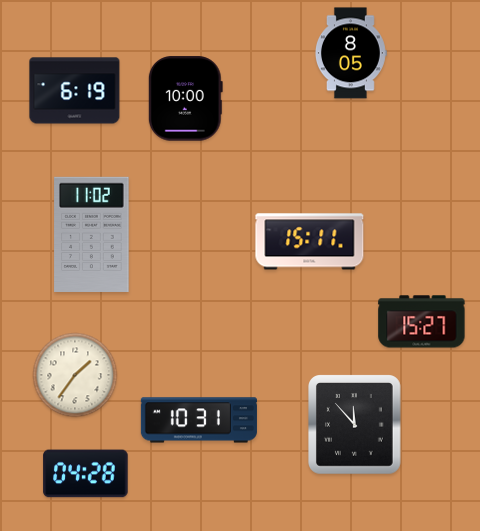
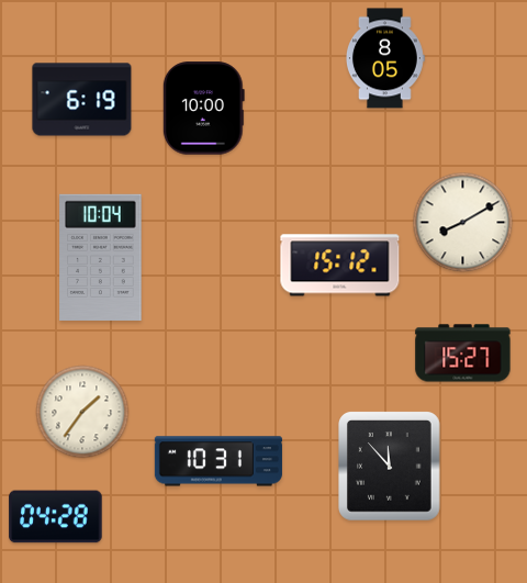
clock at (463, 223): none -> 8:10
clock at (92, 234): 11:02 -> 10:04
clock at (310, 242): 15:11 -> 15:12
clock at (86, 474) position: (86, 474) -> (56, 517)
